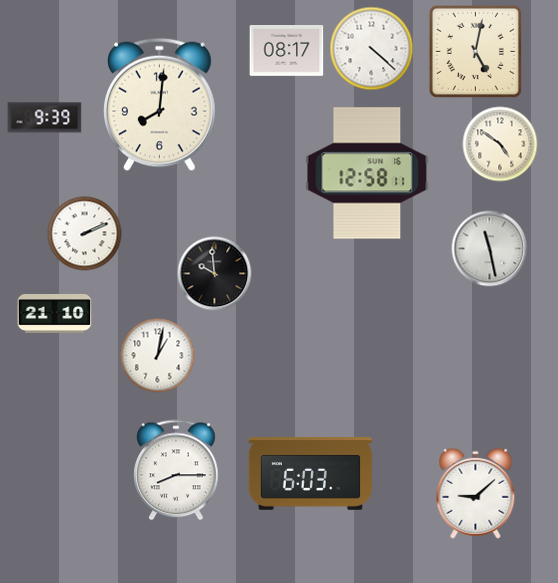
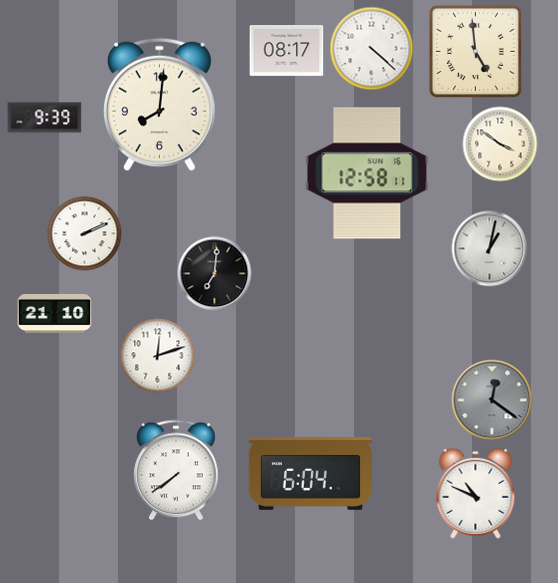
clock at (475, 51): 5:02 -> 4:59
clock at (500, 144): 4:51 -> 3:51
clock at (490, 249): 11:28 -> 1:02
clock at (215, 274): 9:59 -> 7:01
clock at (158, 356): 1:02 -> 12:12
clock at (492, 400): none -> 12:21
clock at (176, 470): 8:15 -> 7:39
clock at (310, 474): 6:03 -> 6:04
clock at (476, 493): 9:08 -> 10:49
